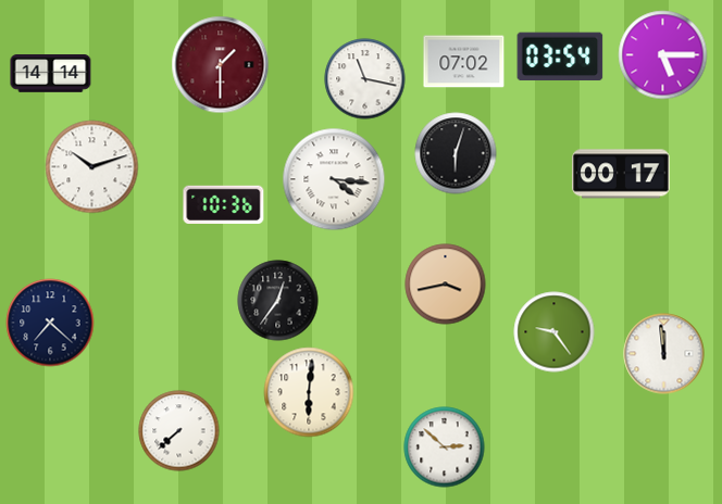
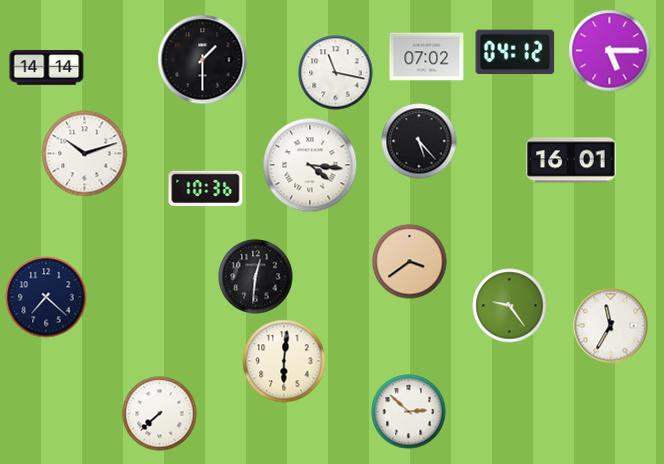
clock at (560, 56): 03:54 -> 04:12
clock at (221, 65) dial: burgundy -> black
clock at (456, 153): 6:03 -> 5:23
clock at (621, 174): 00:17 -> 16:01
clock at (334, 179) position: (334, 179) -> (310, 165)
clock at (446, 285): 3:43 -> 3:39
clock at (278, 301): 12:36 -> 12:31
clock at (664, 354): 11:59 -> 11:35
clock at (179, 431) position: (179, 431) -> (160, 414)
